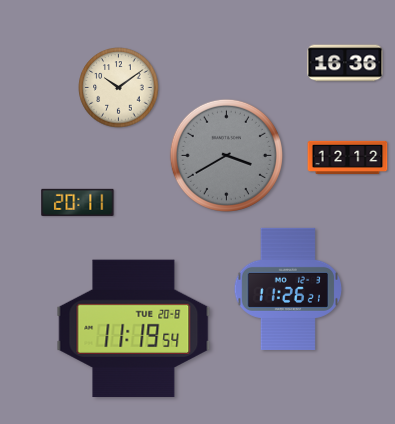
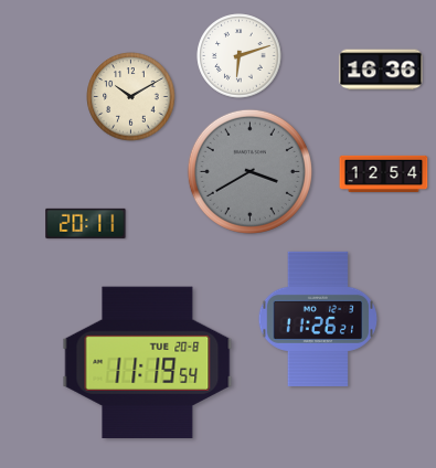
clock at (240, 56): none -> 6:12
clock at (119, 88): 10:09 -> 10:10
clock at (348, 157): 12:12 -> 12:54
